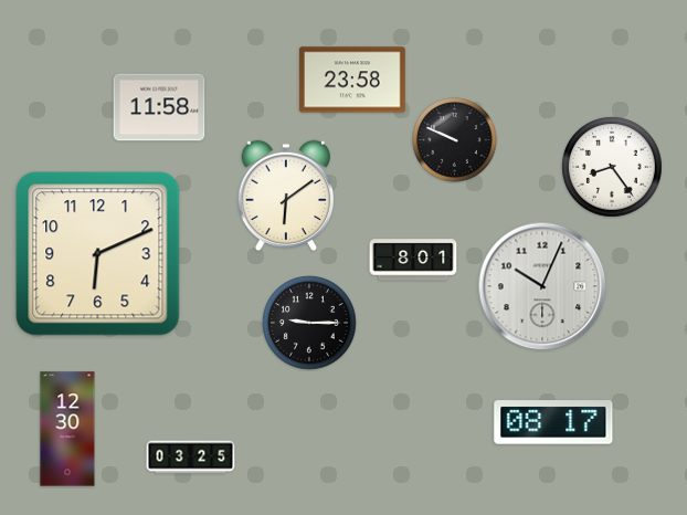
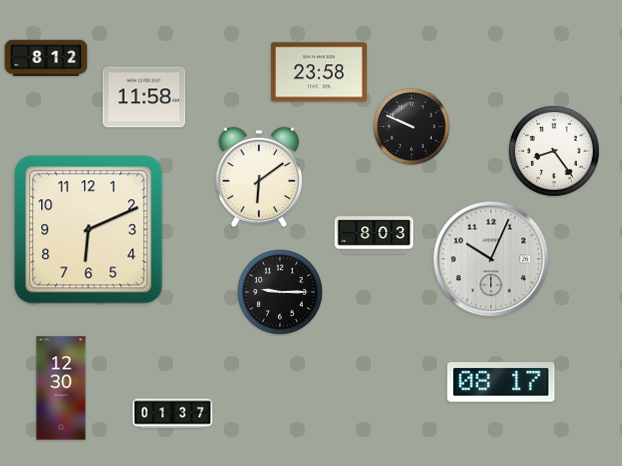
clock at (46, 58): none -> 8:12
clock at (413, 260): 8:01 -> 8:03
clock at (191, 458): 03:25 -> 01:37
